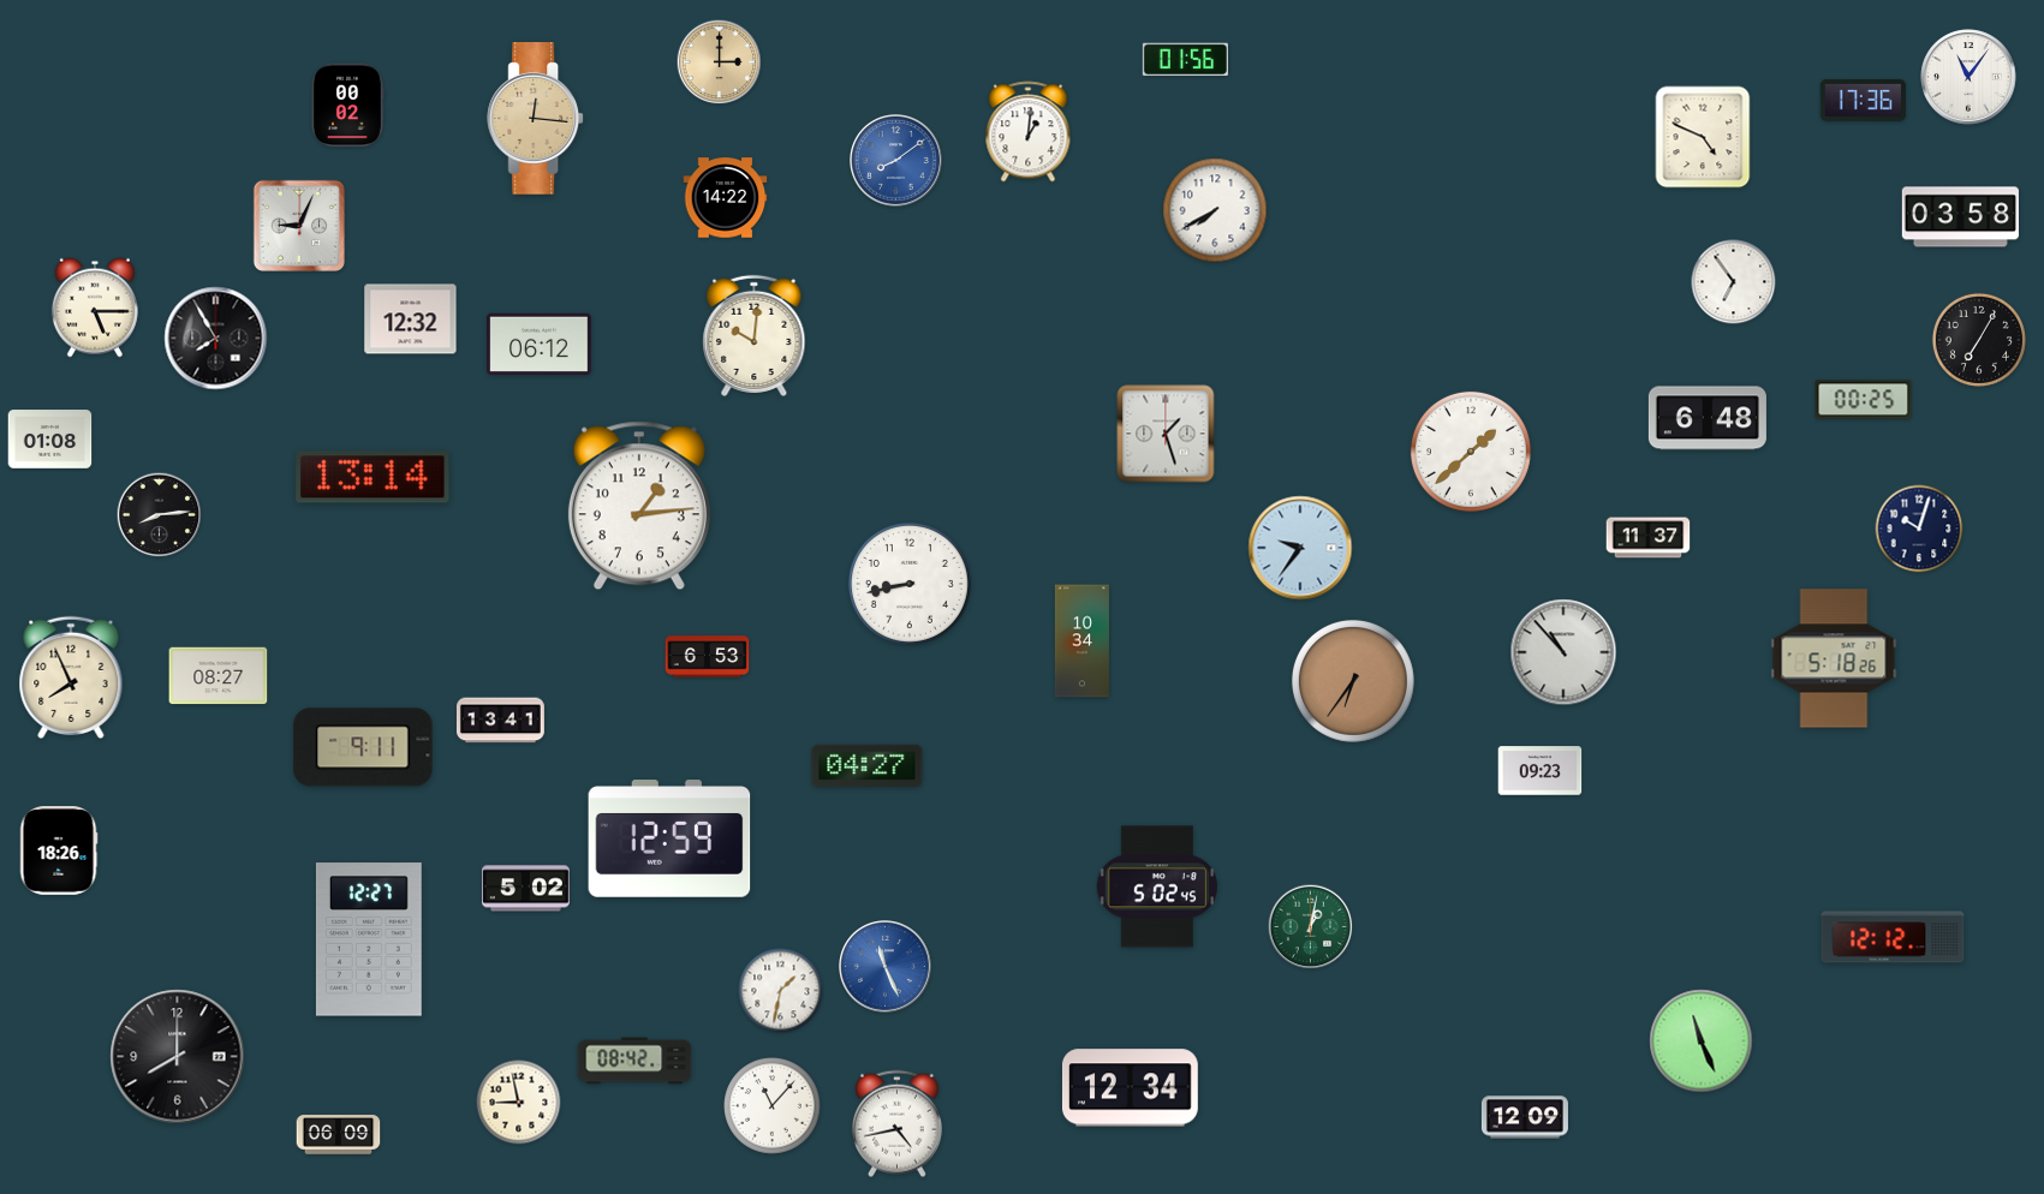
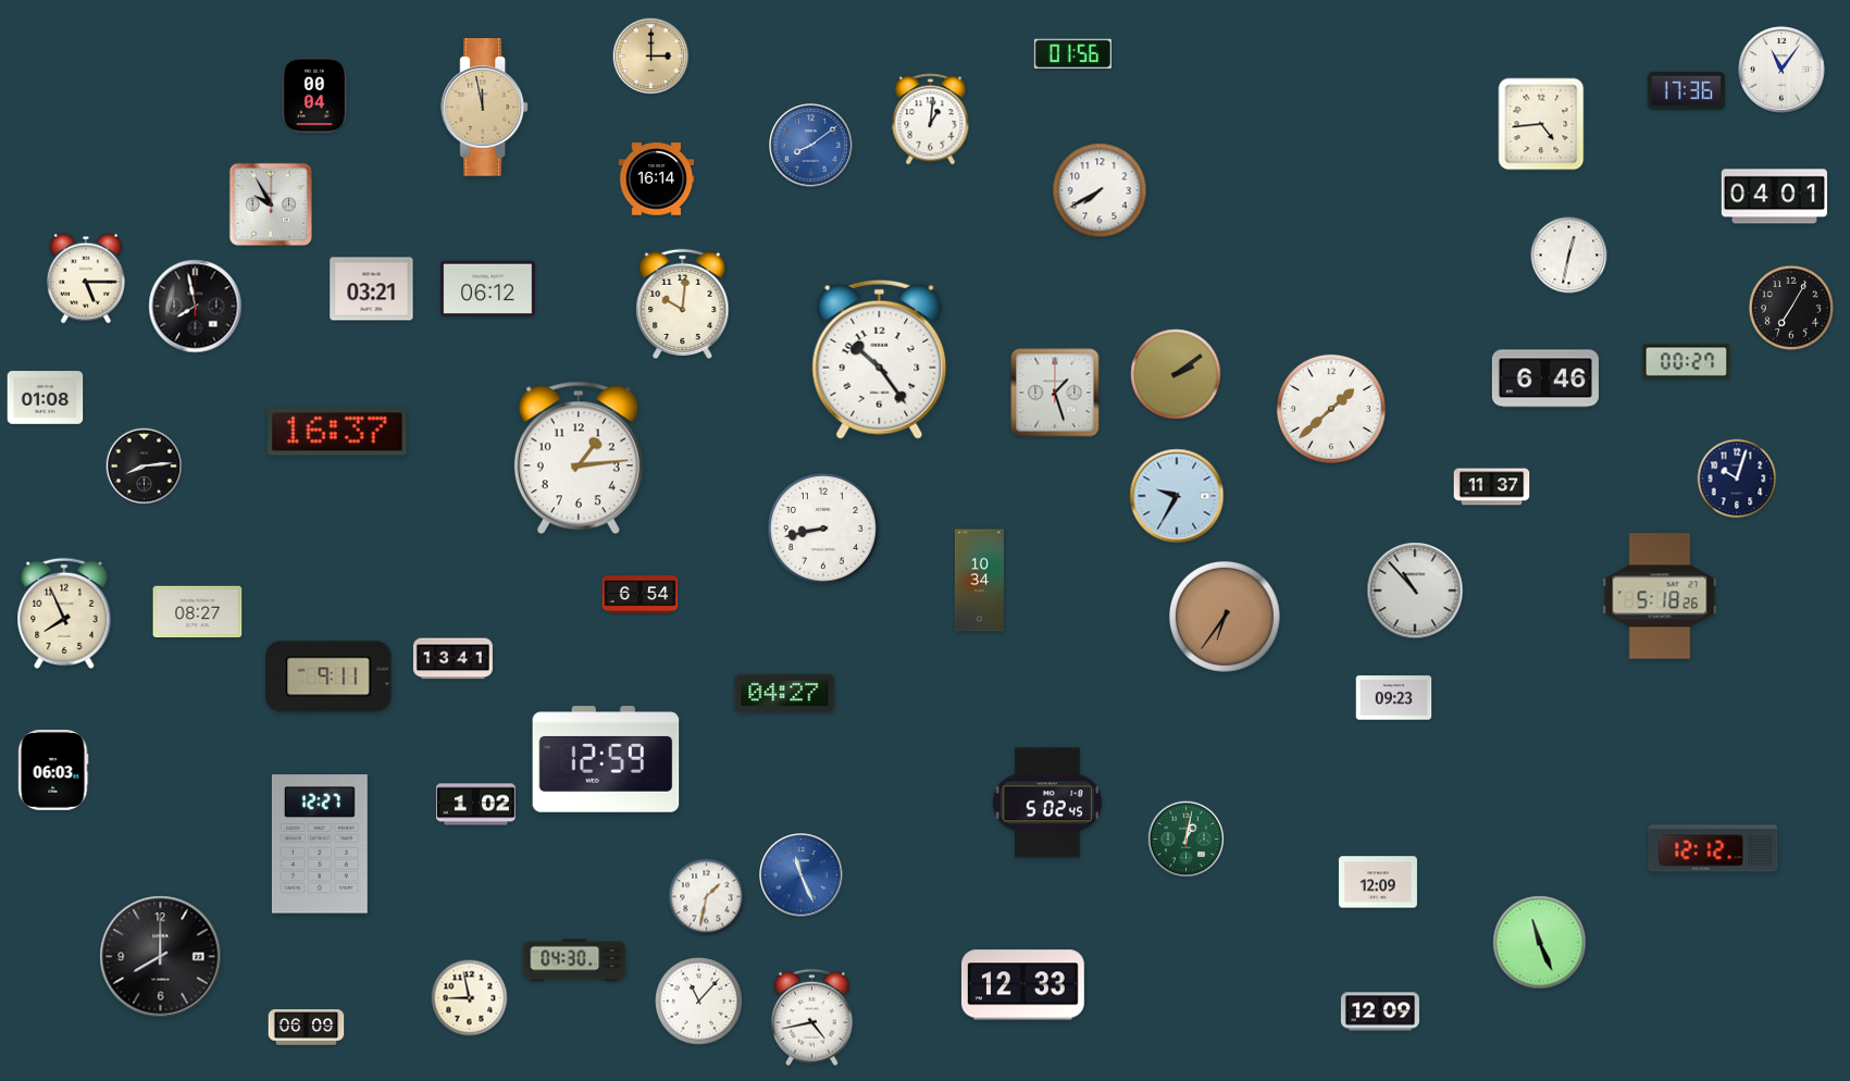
clock at (347, 106): 00:02 -> 00:04
clock at (536, 119): 12:16 -> 11:58
clock at (1703, 137): 4:49 -> 4:44
clock at (726, 198): 14:22 -> 16:14
clock at (1960, 217): 03:58 -> 04:01
clock at (298, 225): 9:04 -> 9:55
clock at (1734, 282): 6:54 -> 12:32
clock at (411, 320): 12:32 -> 03:21
clock at (216, 339): 7:55 -> 7:58
clock at (540, 344) position: (540, 344) -> (488, 288)
clock at (880, 359): none -> 10:24
clock at (1864, 400): 00:25 -> 00:27
clock at (1176, 374): none -> 2:09
clock at (1708, 418): 6:48 -> 6:46
clock at (373, 477): 13:14 -> 16:37
clock at (1300, 548): 9:36 -> 9:35
clock at (708, 657): 6:53 -> 6:54
clock at (500, 721) position: (500, 721) -> (452, 659)
clock at (59, 850): 18:26 -> 06:03
clock at (525, 889): 5:02 -> 1:02
clock at (369, 939) position: (369, 939) -> (320, 844)
clock at (1378, 882): none -> 12:09
clock at (634, 1061): 08:42 -> 04:30
clock at (1130, 1088): 12:34 -> 12:33
